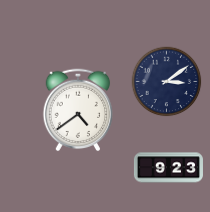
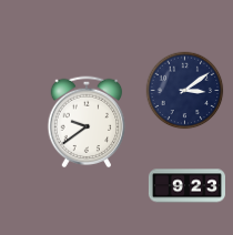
clock at (78, 110): 4:39 -> 9:39
